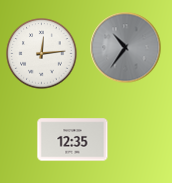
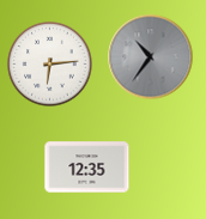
clock at (42, 54): 12:14 -> 6:14
